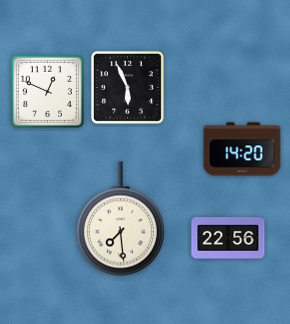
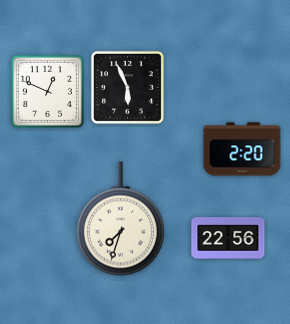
clock at (242, 149): 14:20 -> 2:20
clock at (120, 219): 7:29 -> 7:33
